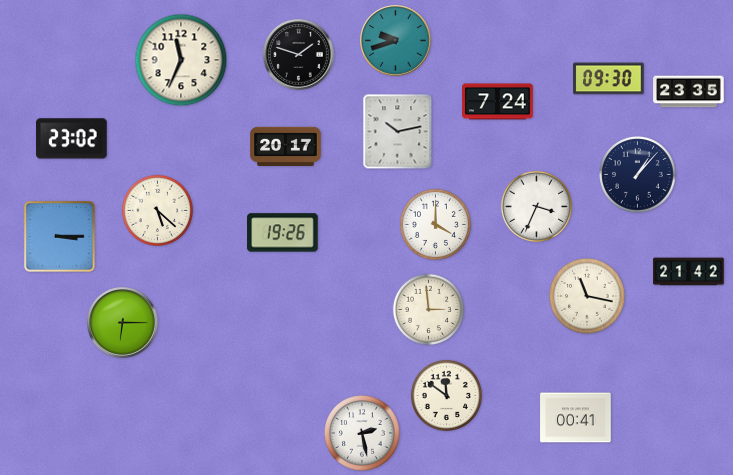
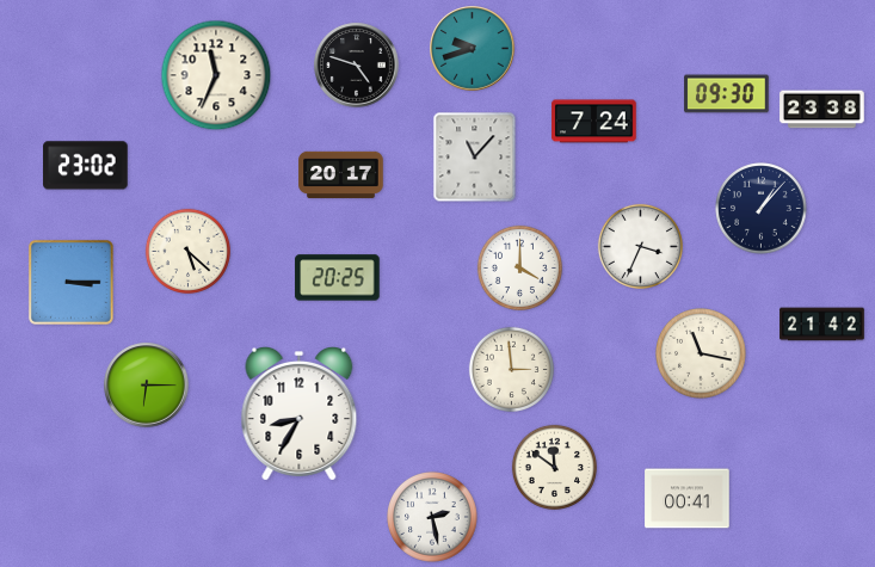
clock at (299, 55): 1:48 -> 4:48
clock at (181, 60) position: (181, 60) -> (216, 75)
clock at (689, 92): 23:35 -> 23:38
clock at (398, 132): 10:13 -> 11:07
clock at (283, 233): 19:26 -> 20:25
clock at (300, 414): none -> 8:35
clock at (446, 395) position: (446, 395) -> (554, 467)
